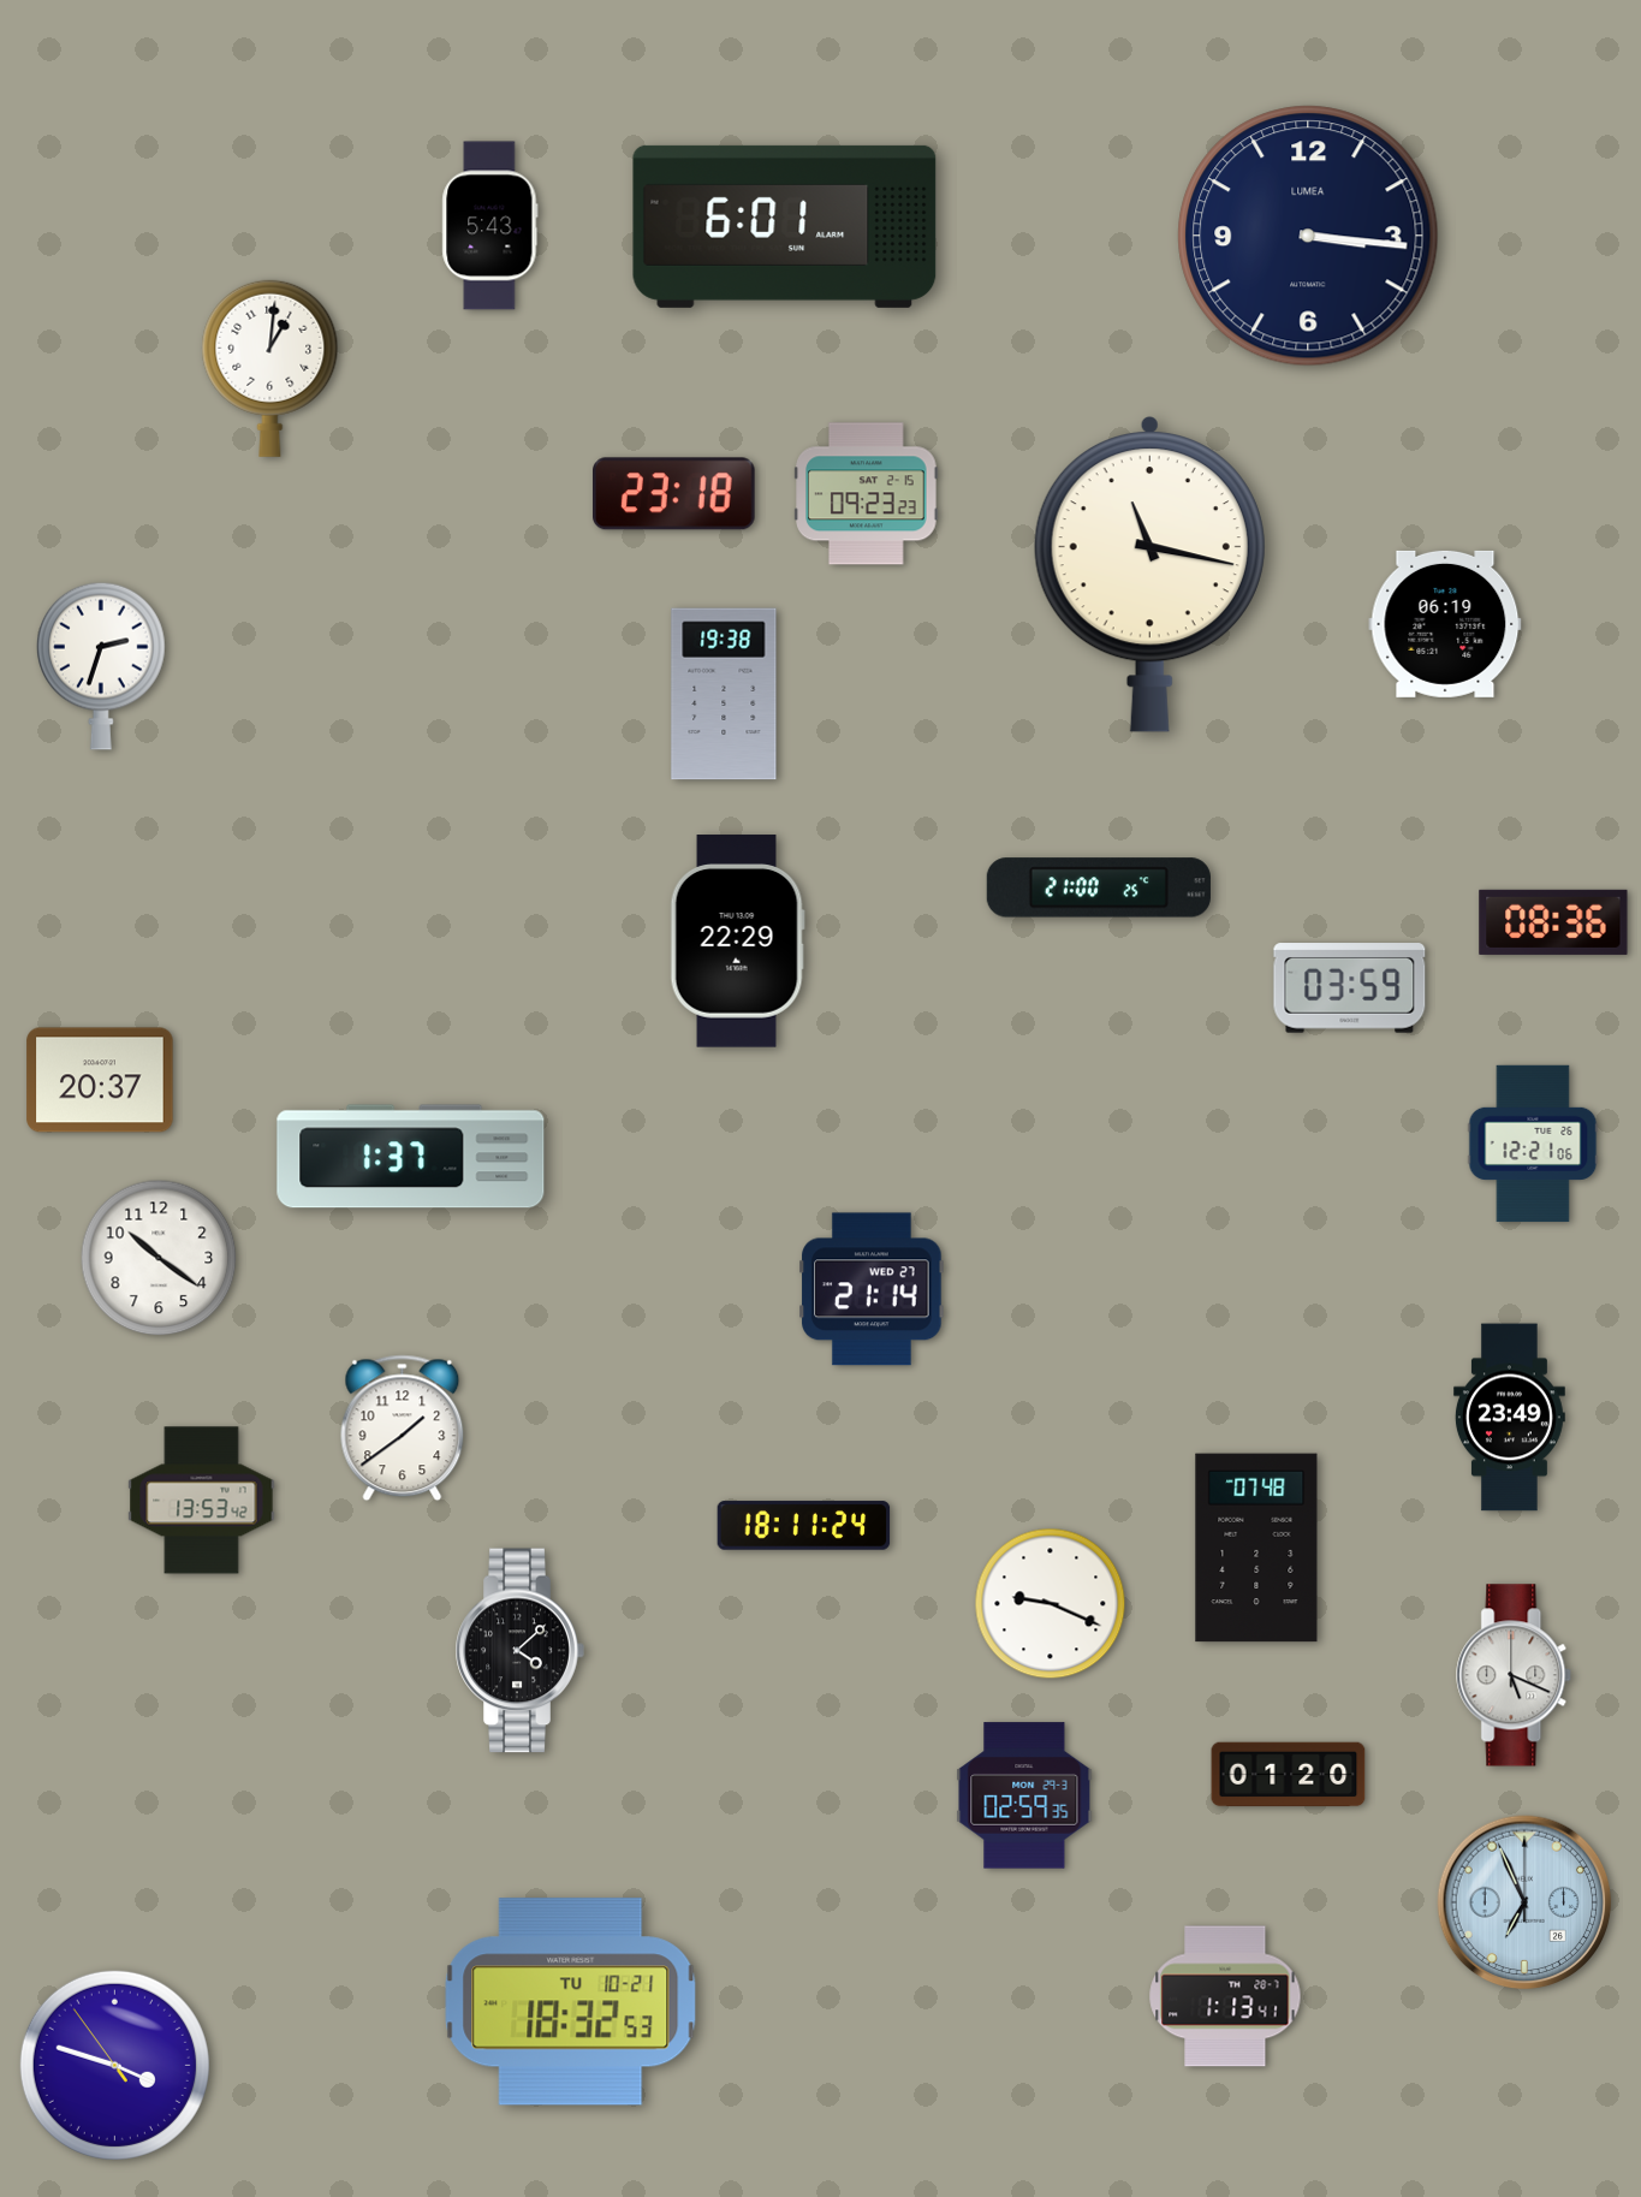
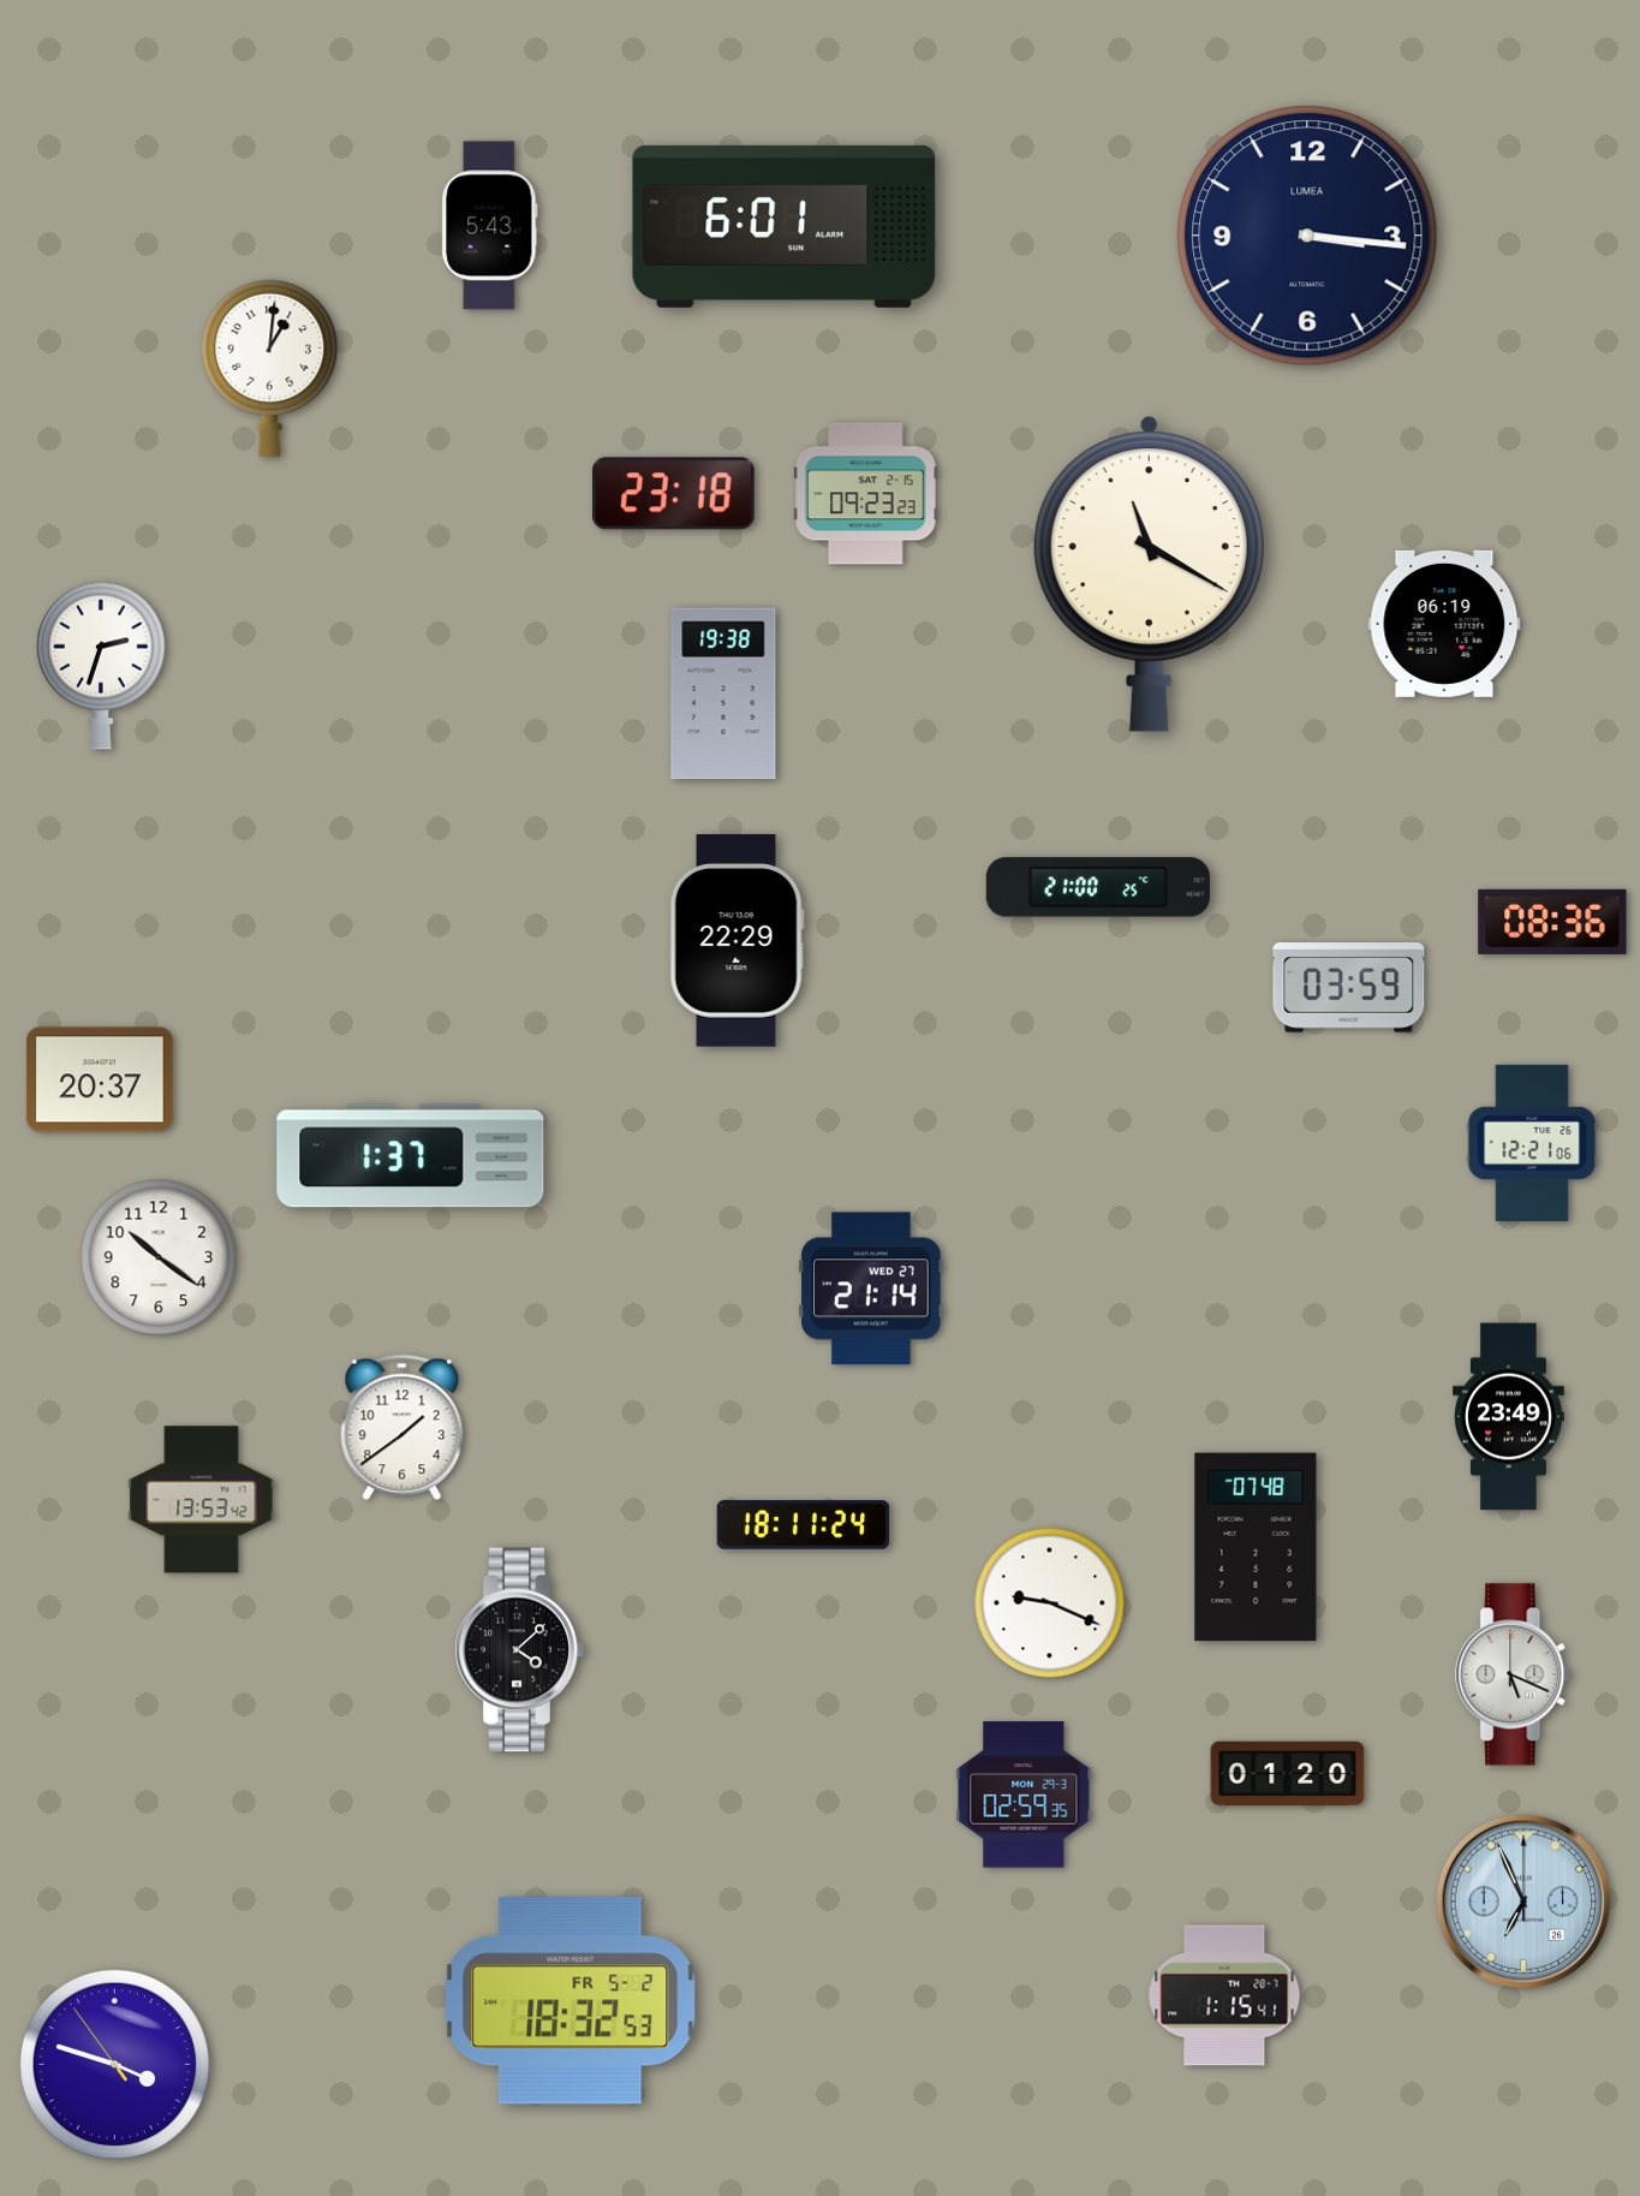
clock at (1149, 575): 11:17 -> 11:20
clock at (1225, 1996): 1:13 -> 1:15
clock at (571, 2002) date: TU 10-21 -> FR 5-2
